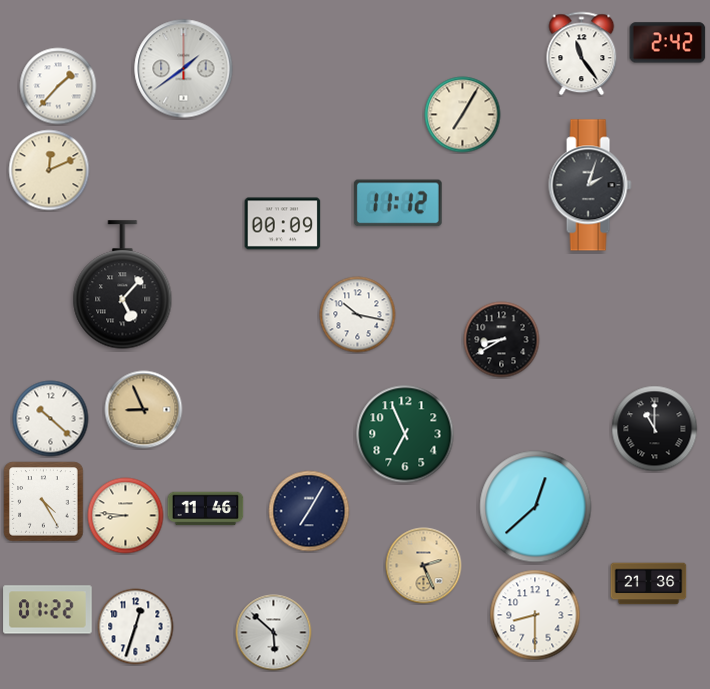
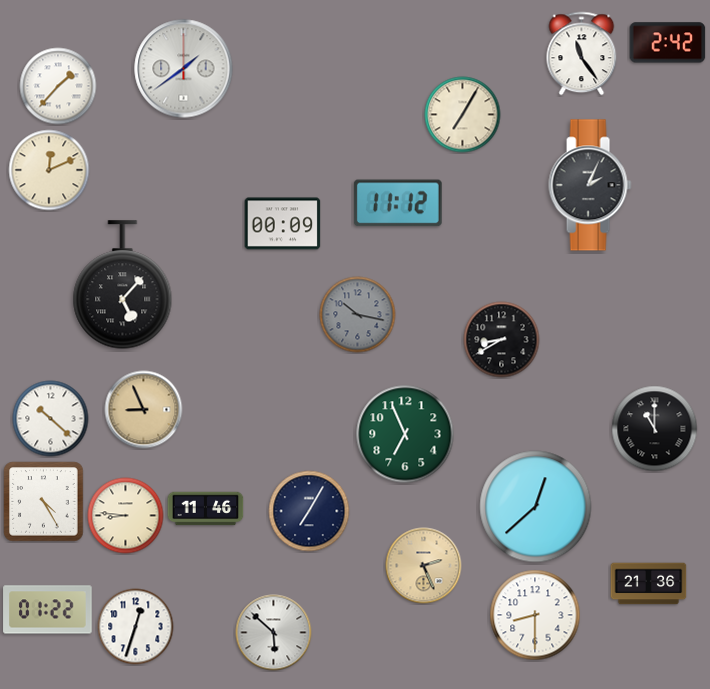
clock at (590, 185): 2:03 -> 2:04
clock at (358, 315) dial: white -> grey
